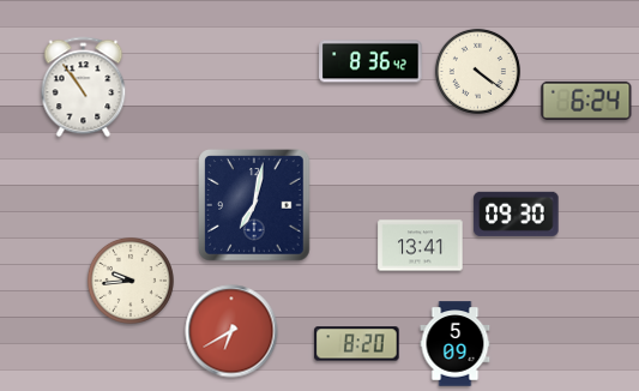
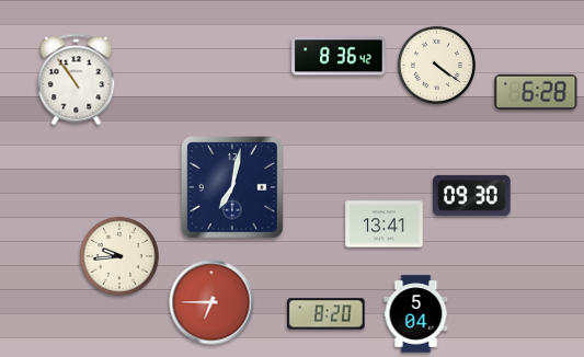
clock at (586, 101): 6:24 -> 6:28
clock at (231, 331): 6:40 -> 6:45
clock at (456, 344): 5:09 -> 5:04
